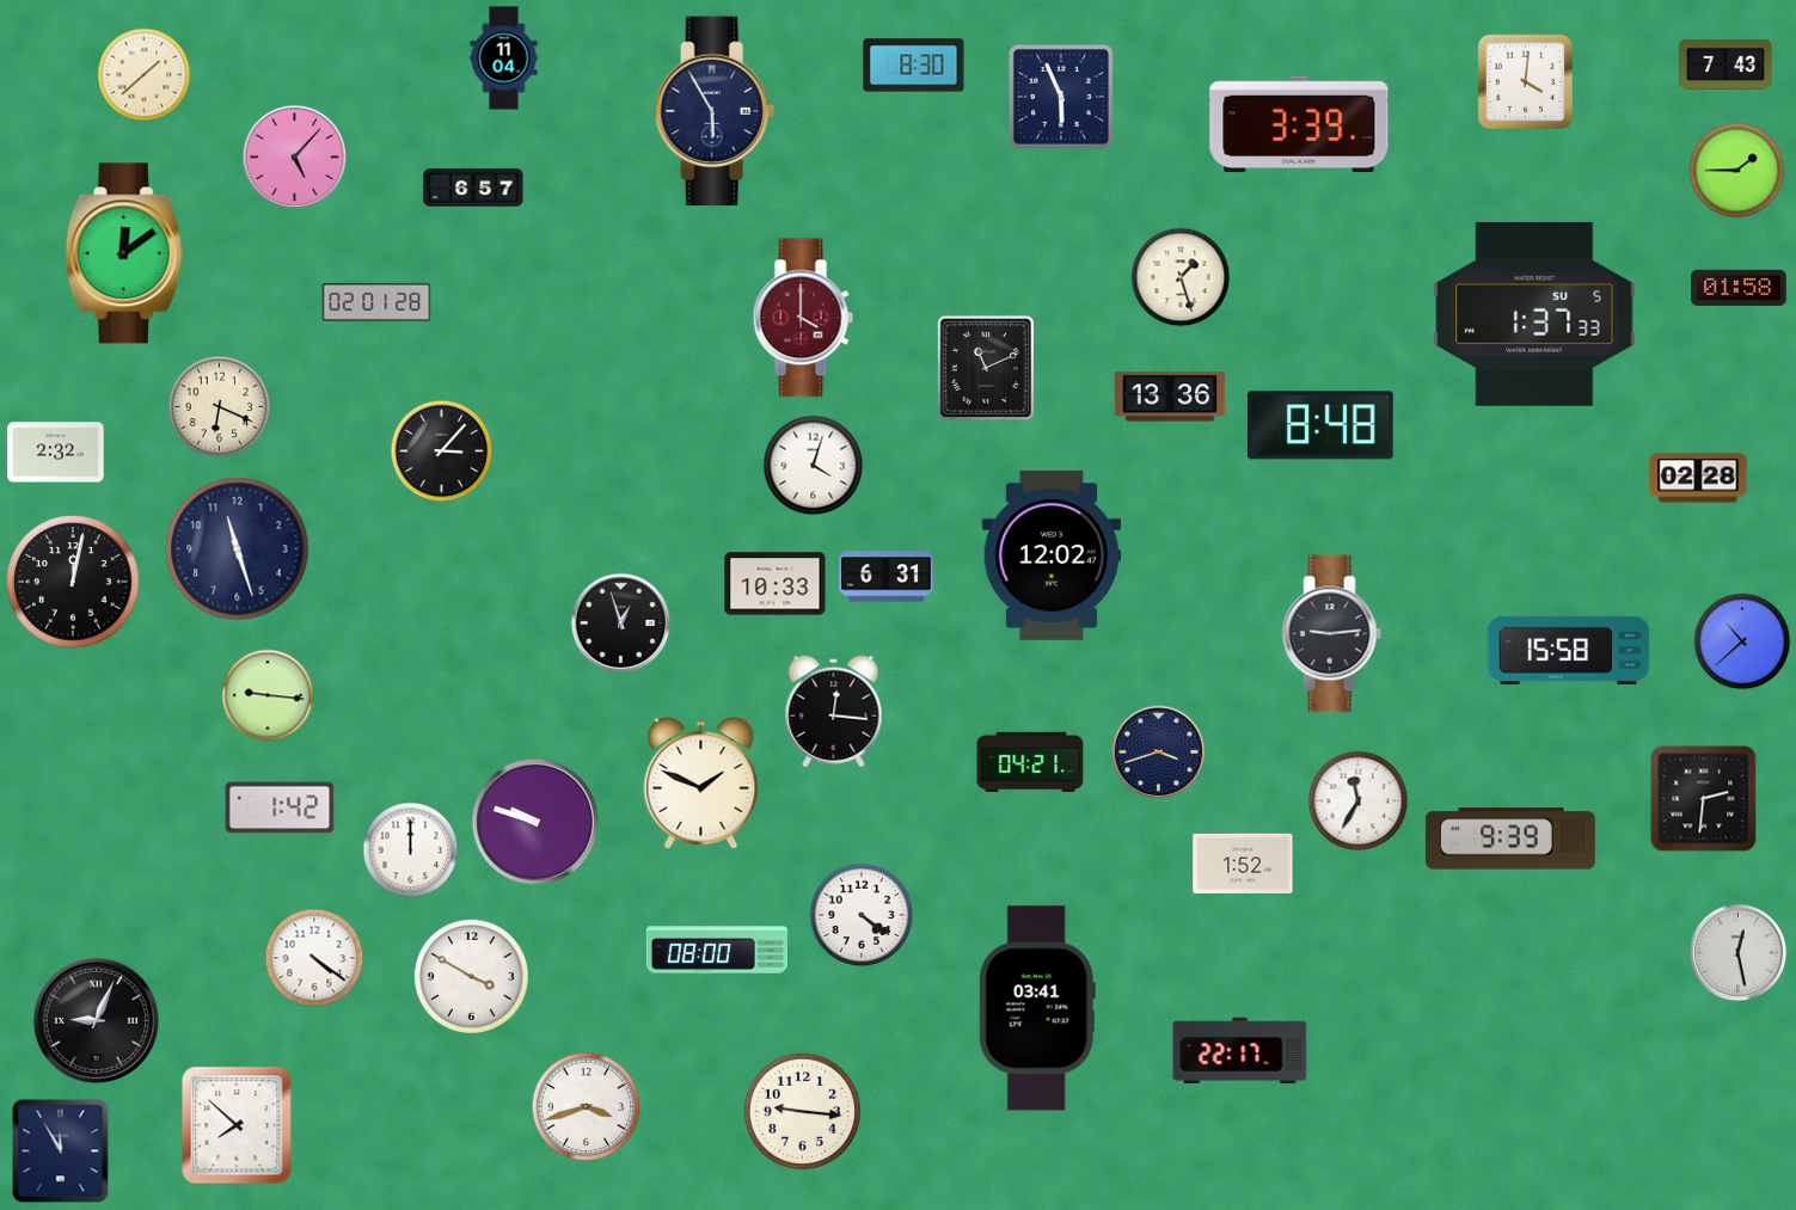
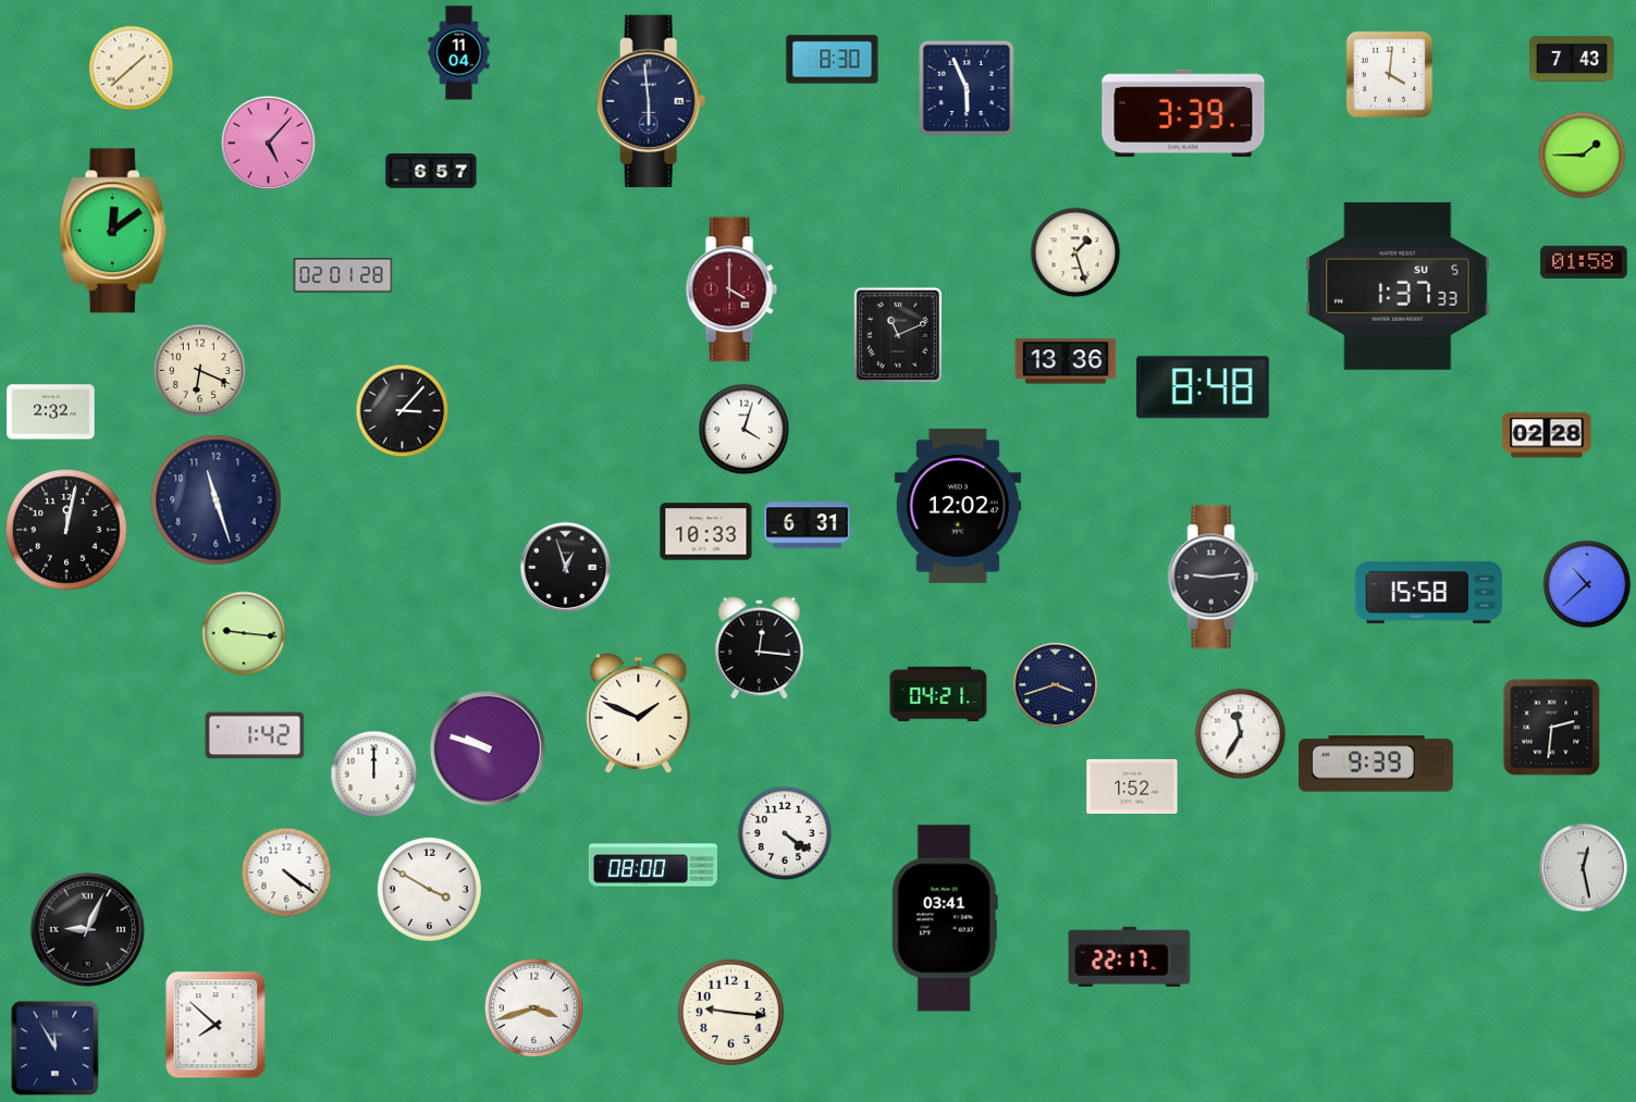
clock at (715, 111): 5:55 -> 5:59
clock at (814, 466) position: (814, 466) -> (745, 430)
clock at (1359, 801) position: (1359, 801) -> (1241, 734)
